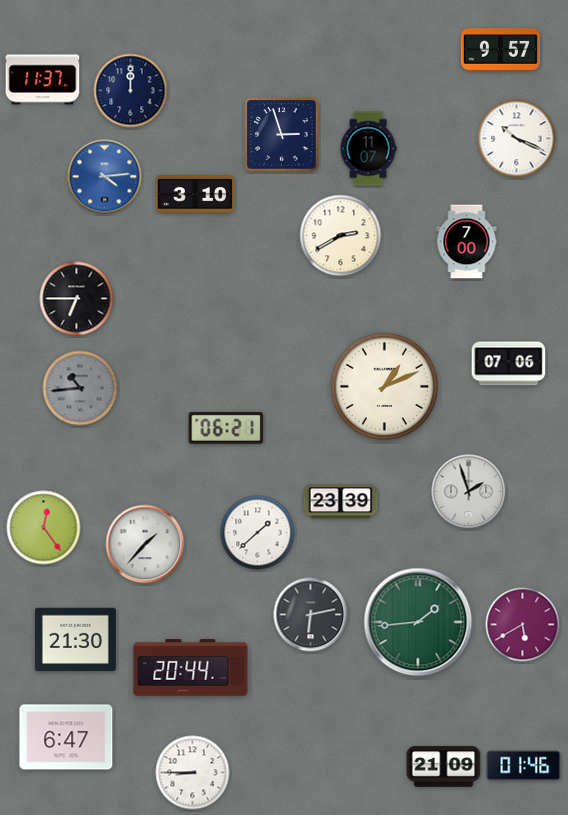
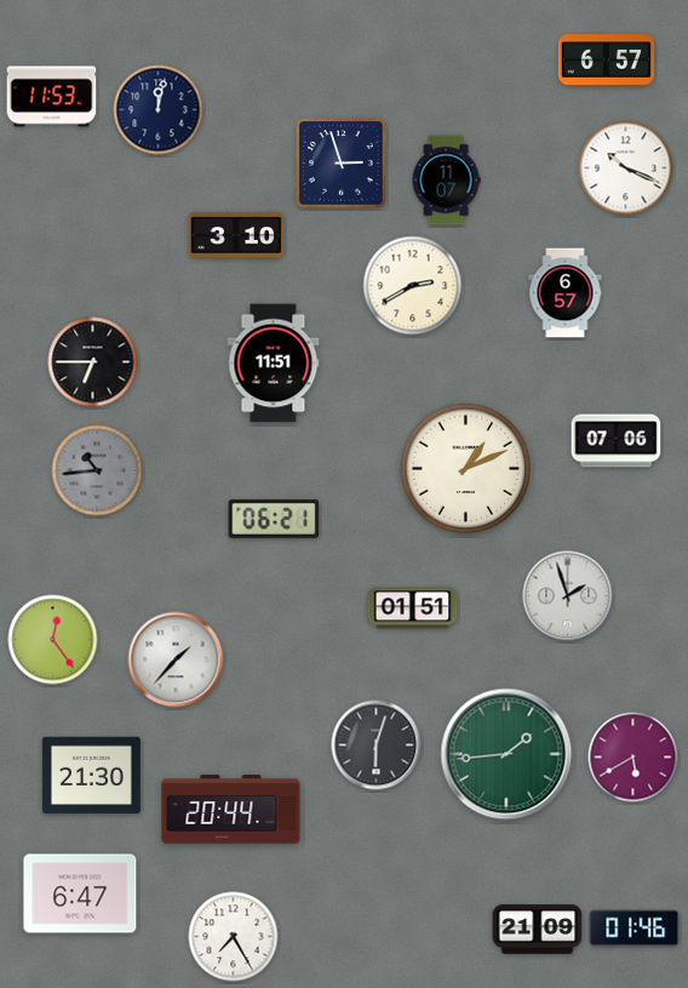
clock at (500, 50): 9:57 -> 6:57
clock at (43, 80): 11:37 -> 11:53
clock at (131, 91): 12:00 -> 12:02
clock at (105, 177): 4:14 -> none
clock at (467, 242): 7:00 -> 6:57
clock at (274, 364): none -> 11:51
clock at (341, 502): 23:39 -> 01:51
clock at (258, 533): 1:38 -> none
clock at (311, 615): 6:13 -> 6:03
clock at (193, 773): 8:45 -> 7:25
